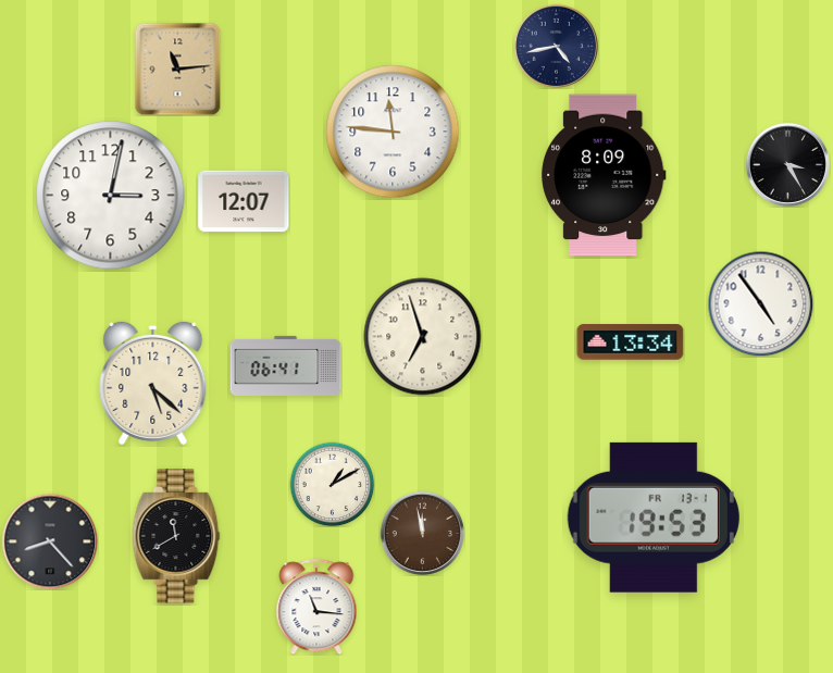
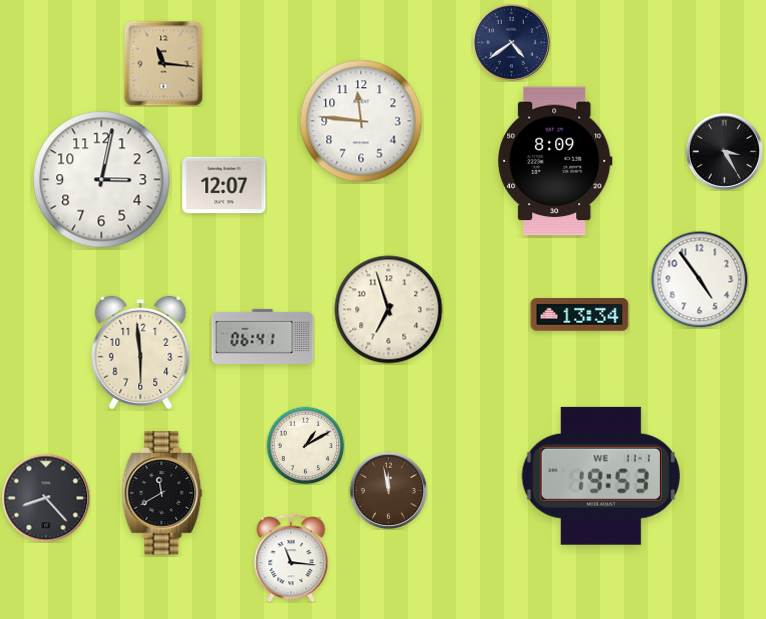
clock at (556, 46): 4:43 -> 4:39
clock at (178, 68): 11:14 -> 11:16
clock at (153, 383): 5:22 -> 5:59
clock at (654, 518) date: FR 13-1 -> WE 11-1
